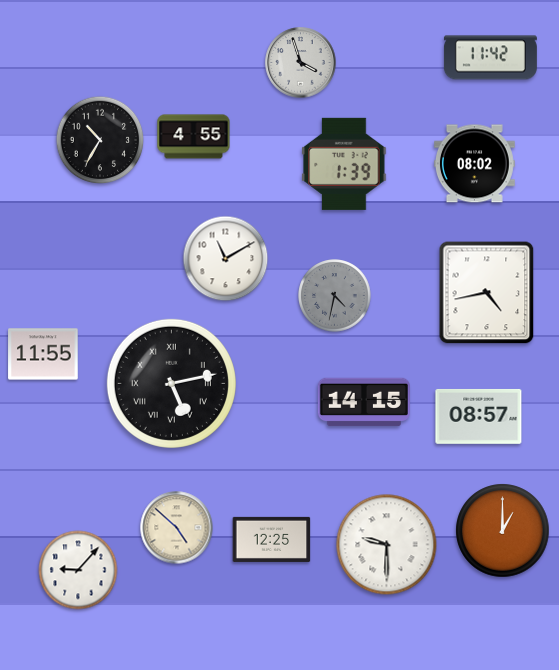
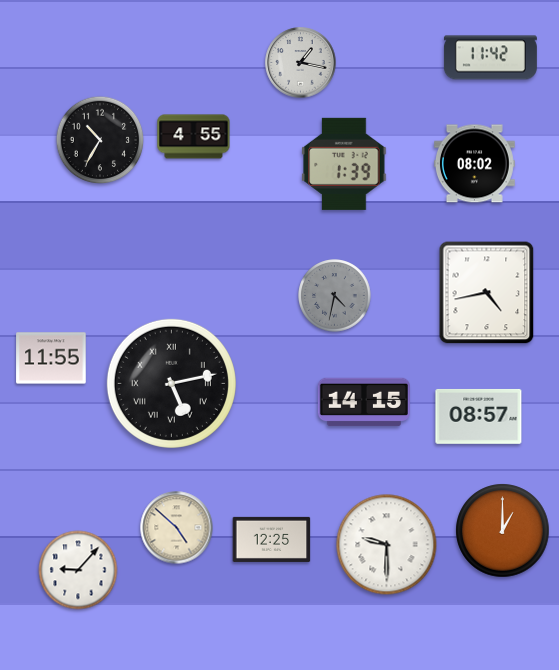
clock at (301, 63): 3:57 -> 1:17
clock at (226, 259): 11:10 -> none
clock at (43, 354) position: (43, 354) -> (51, 358)
